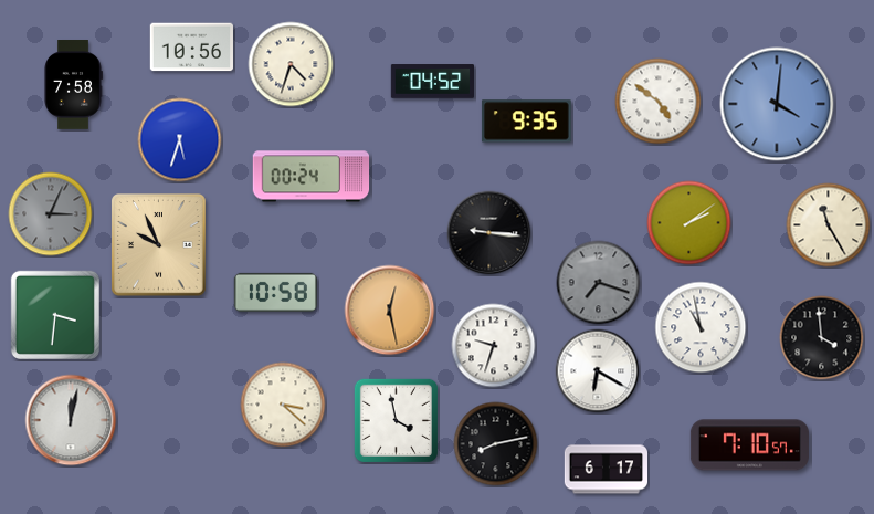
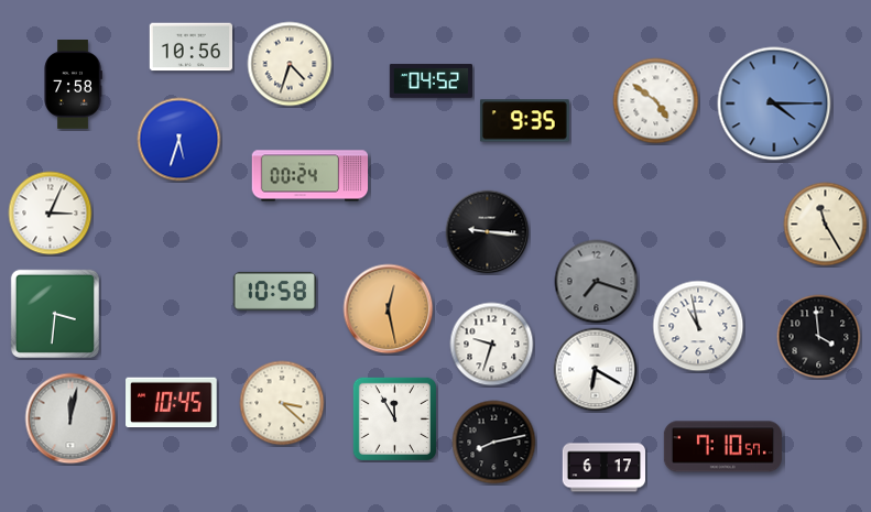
clock at (777, 104): 4:01 -> 4:15
clock at (51, 214) dial: grey -> white
clock at (689, 223): 2:09 -> none
clock at (159, 245): 9:56 -> none
clock at (172, 403): none -> 10:45
clock at (396, 420): 3:58 -> 11:55
clock at (749, 445) position: (749, 445) -> (722, 447)
